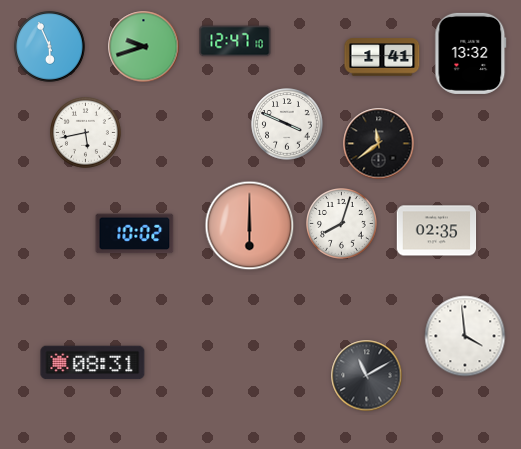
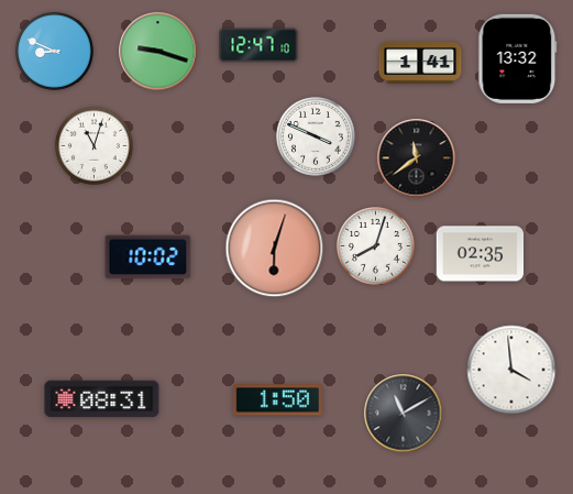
clock at (50, 47): 5:56 -> 8:49
clock at (144, 47): 9:42 -> 9:18
clock at (86, 133): 5:43 -> 11:03
clock at (250, 226): 6:00 -> 6:03
clock at (277, 400): none -> 1:50
